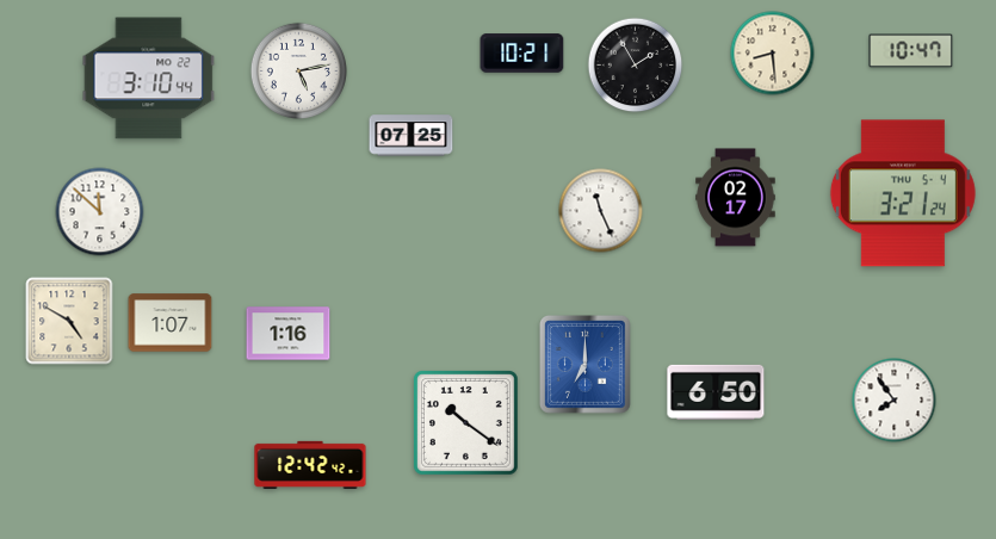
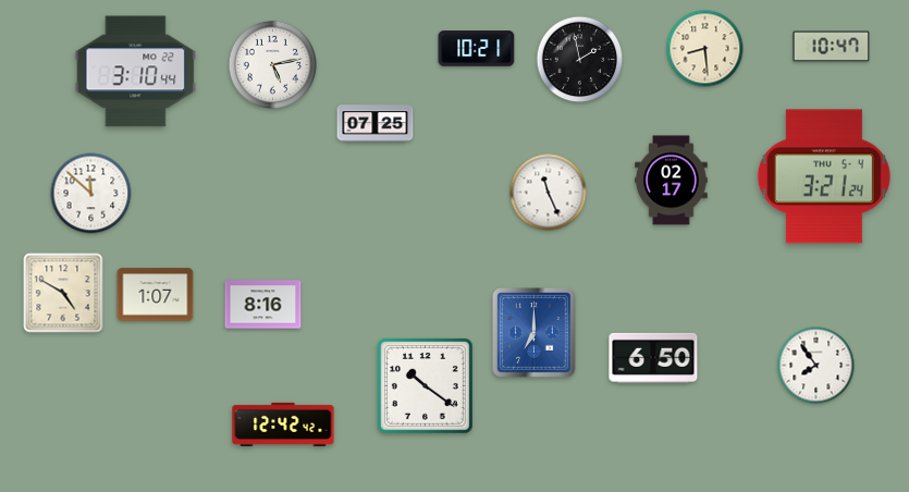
clock at (636, 66): 1:55 -> 1:58
clock at (289, 334): 1:16 -> 8:16
